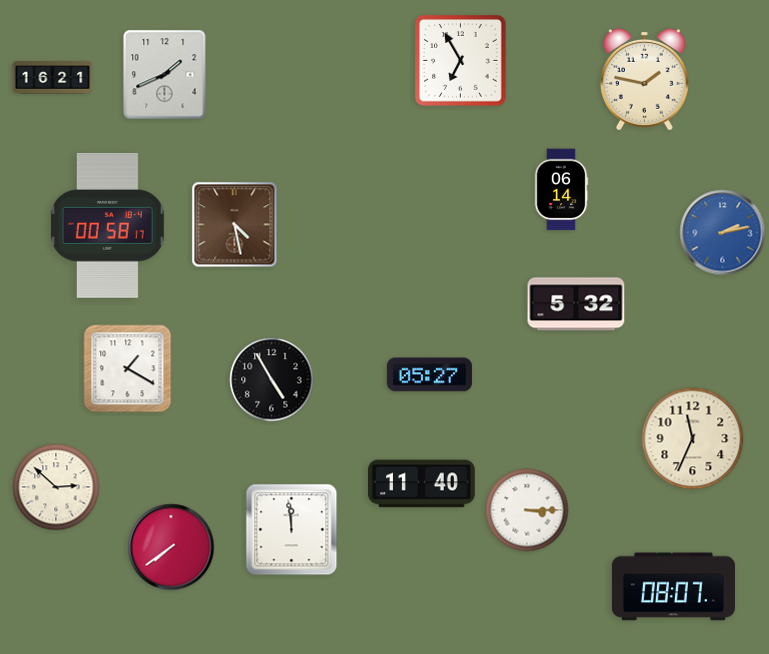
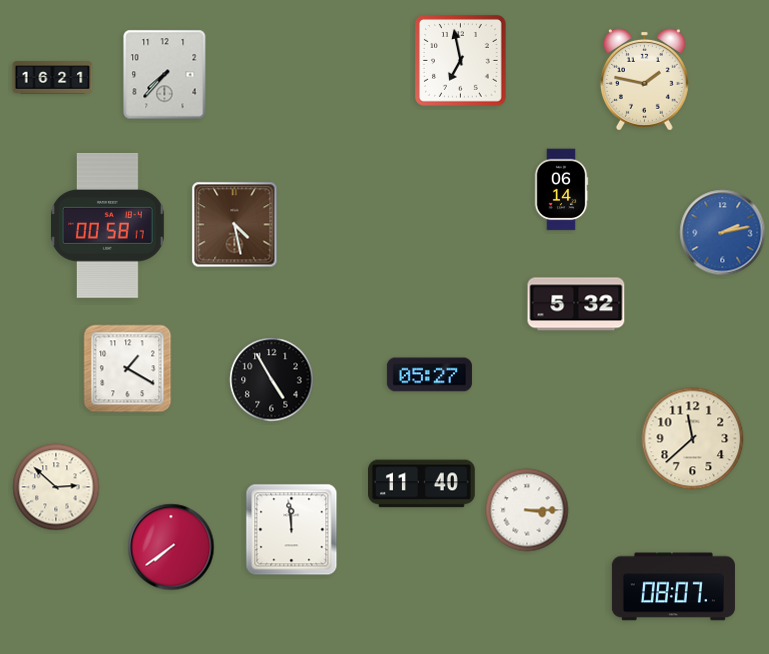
clock at (461, 61): 6:55 -> 6:58
clock at (165, 75): 1:41 -> 7:37
clock at (693, 439): 11:34 -> 11:38
